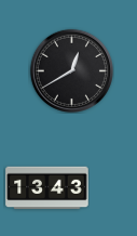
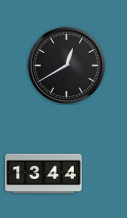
clock at (47, 188): 13:43 -> 13:44
